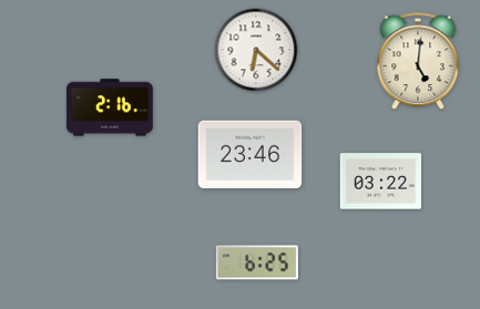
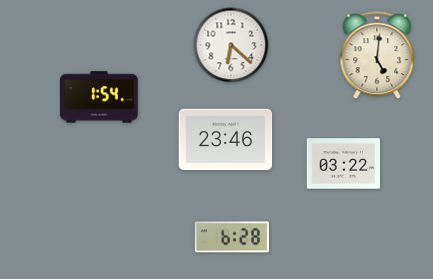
clock at (111, 107): 2:16 -> 1:54
clock at (257, 262): 6:25 -> 6:28
